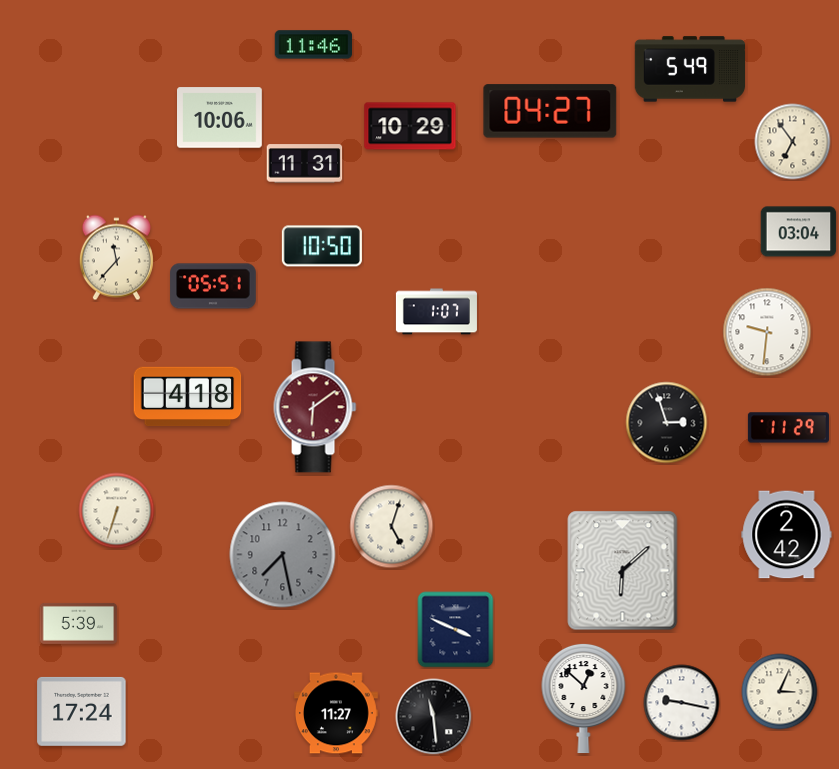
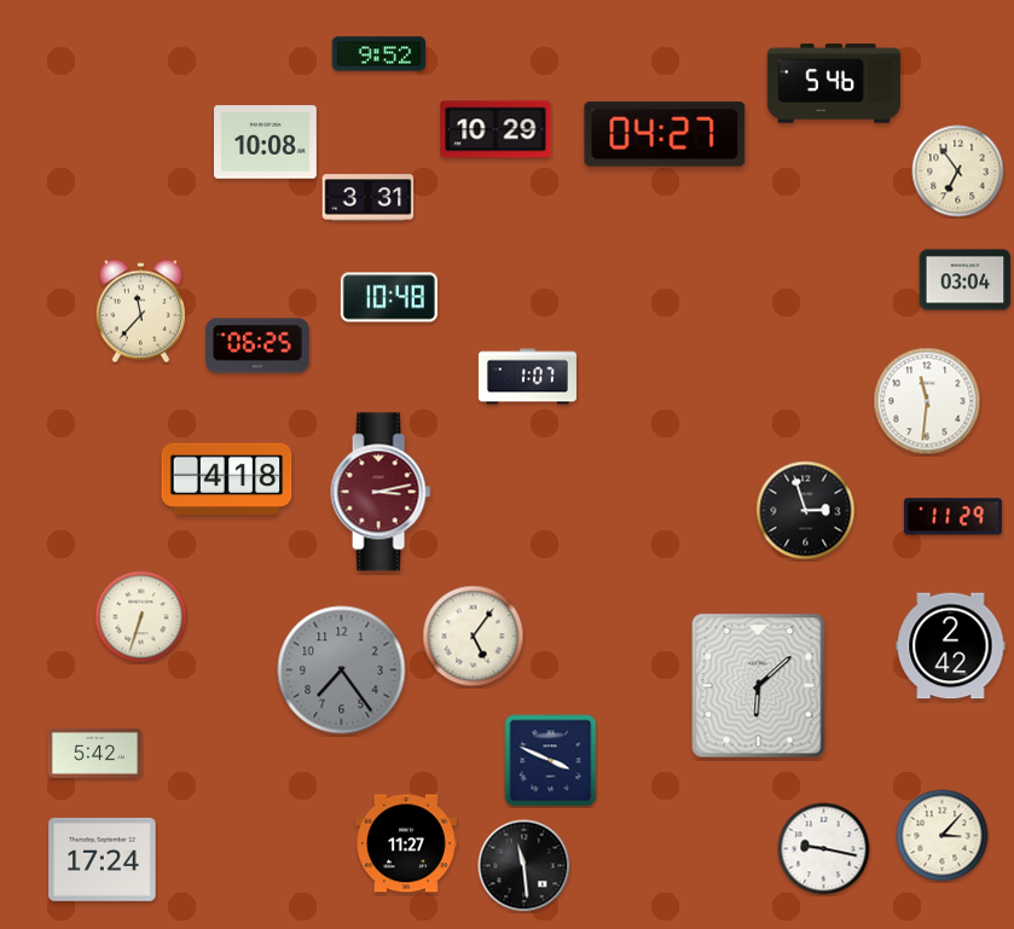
clock at (314, 45): 11:46 -> 9:52
clock at (690, 69): 5:49 -> 5:46
clock at (220, 118): 10:06 -> 10:08
clock at (410, 126) position: (410, 126) -> (496, 129)
clock at (305, 164): 11:31 -> 3:31
clock at (322, 246): 10:50 -> 10:48
clock at (213, 286): 05:51 -> 06:25
clock at (767, 332): 9:31 -> 11:31
clock at (315, 407): 6:09 -> 3:13
clock at (392, 527): 5:03 -> 5:06
clock at (283, 555): 7:28 -> 7:24
clock at (623, 571) position: (623, 571) -> (759, 686)
clock at (79, 623): 5:39 -> 5:42
clock at (780, 692): 3:04 -> 3:07
clock at (584, 698): 12:52 -> none
clock at (82, 711) position: (82, 711) -> (103, 859)
clock at (336, 713) position: (336, 713) -> (406, 843)
